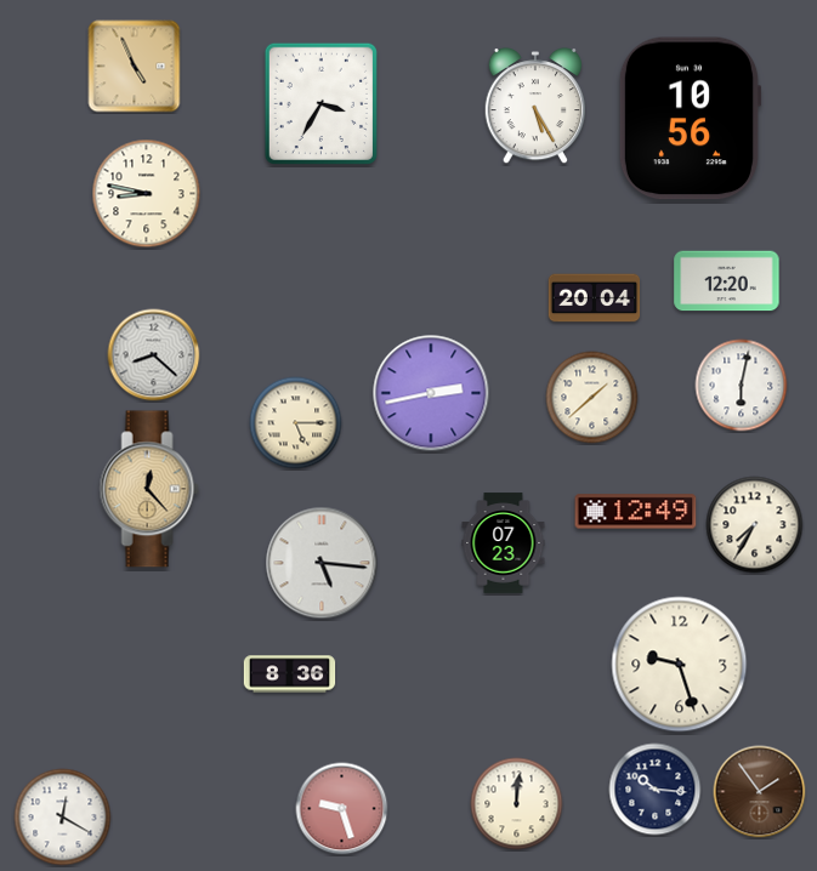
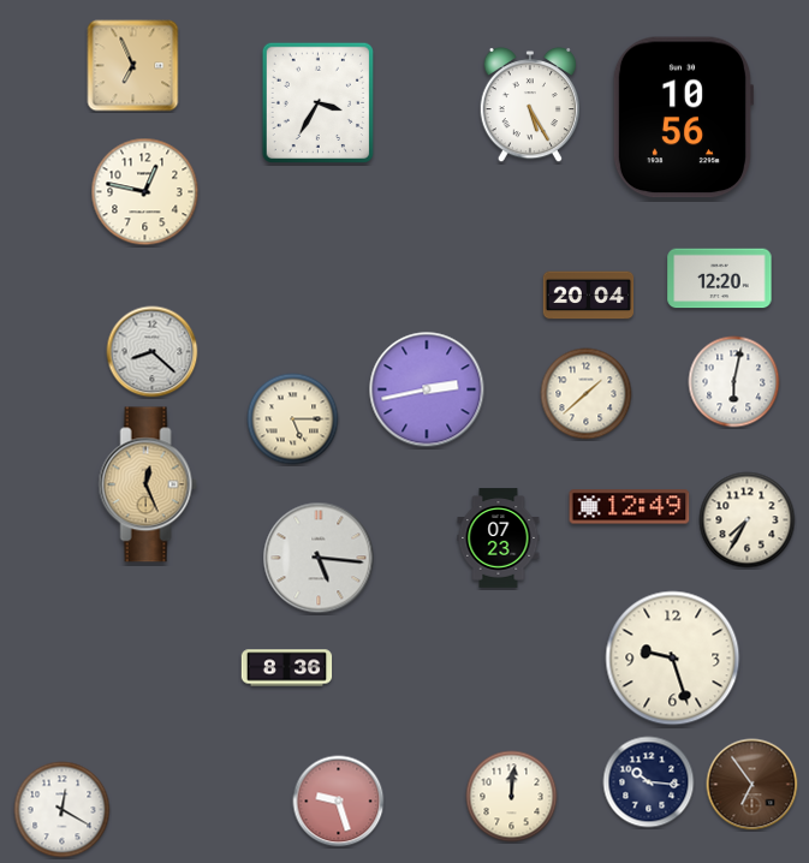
clock at (135, 67): 4:56 -> 6:56
clock at (147, 194): 8:47 -> 12:47
clock at (149, 489): 12:23 -> 12:26
clock at (760, 792): 1:54 -> 6:54
